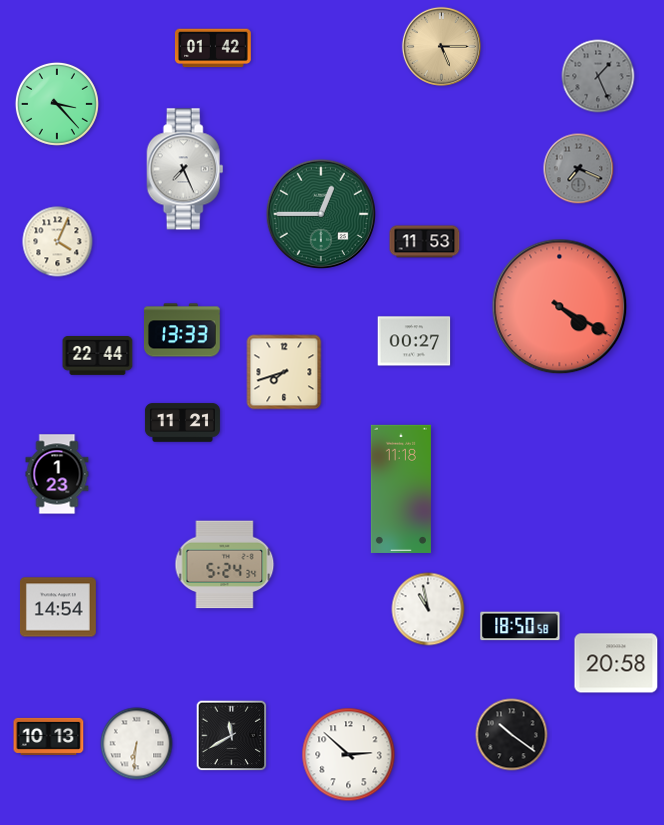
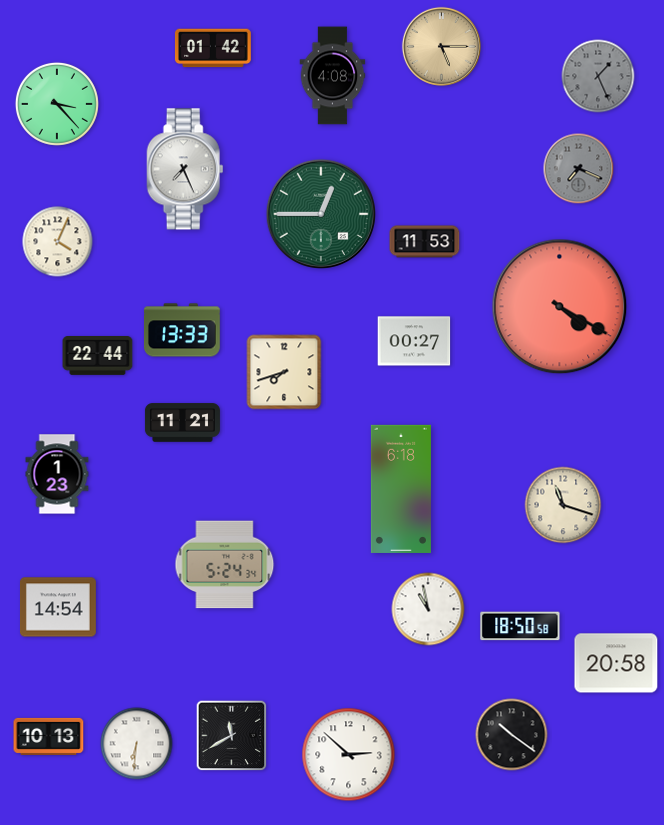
clock at (333, 76): none -> 4:08
clock at (401, 489): 11:18 -> 6:18
clock at (563, 505): none -> 11:18
